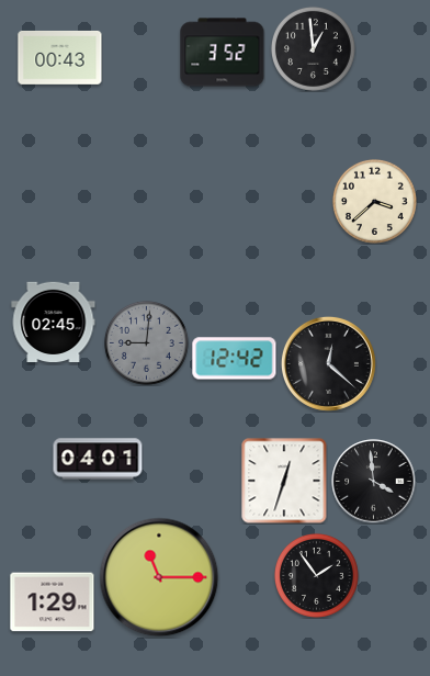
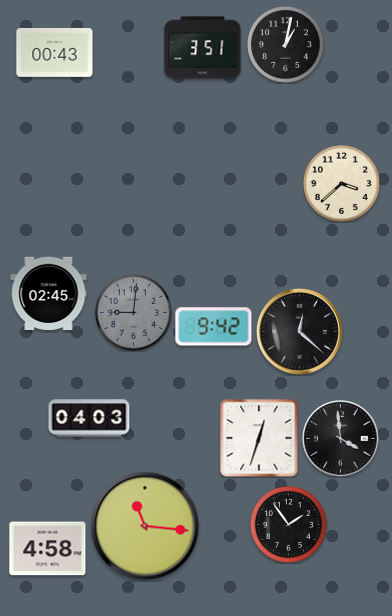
clock at (313, 48): 12:59 -> 1:02
clock at (223, 53): 3:52 -> 3:51
clock at (235, 359): 12:42 -> 9:42
clock at (98, 459): 04:01 -> 04:03
clock at (159, 577): 11:15 -> 11:16
clock at (53, 602): 1:29 -> 4:58
